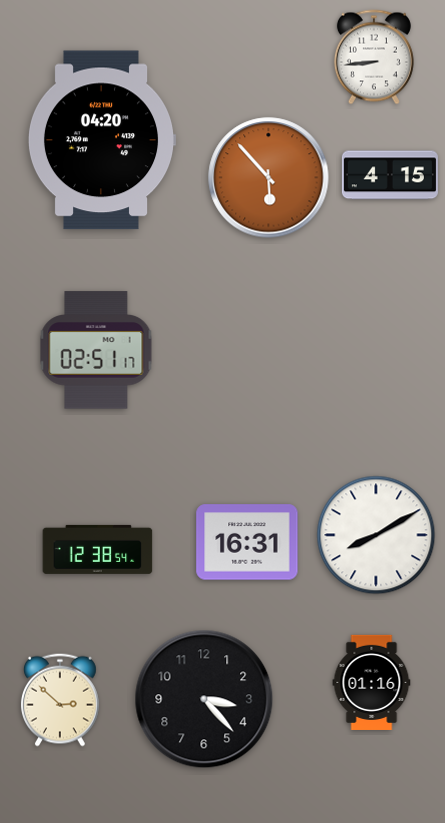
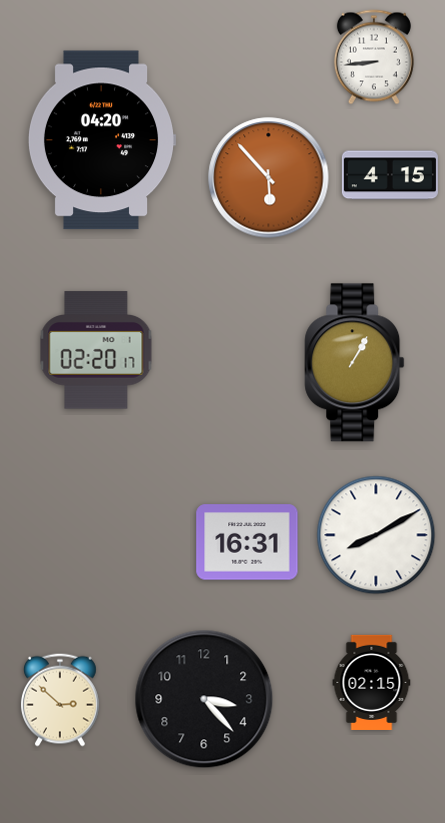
clock at (96, 350): 02:51 -> 02:20
clock at (355, 363): none -> 1:05
clock at (98, 549): 12:38 -> none
clock at (372, 682): 01:16 -> 02:15
